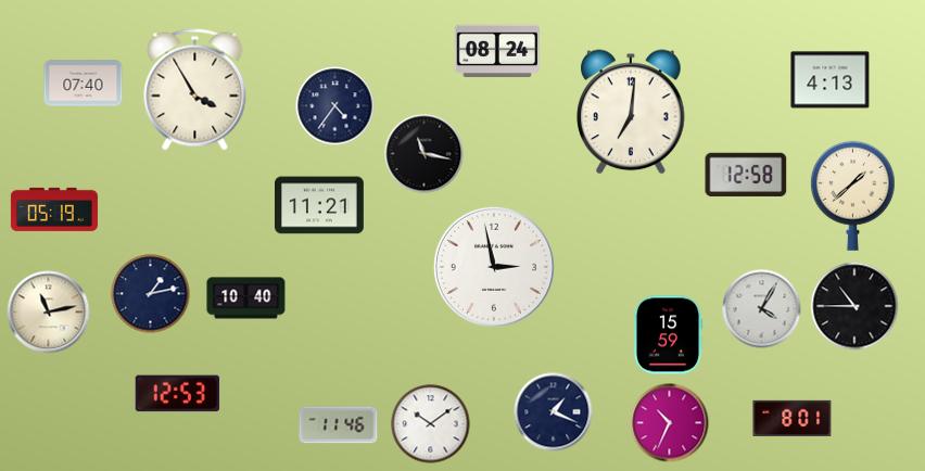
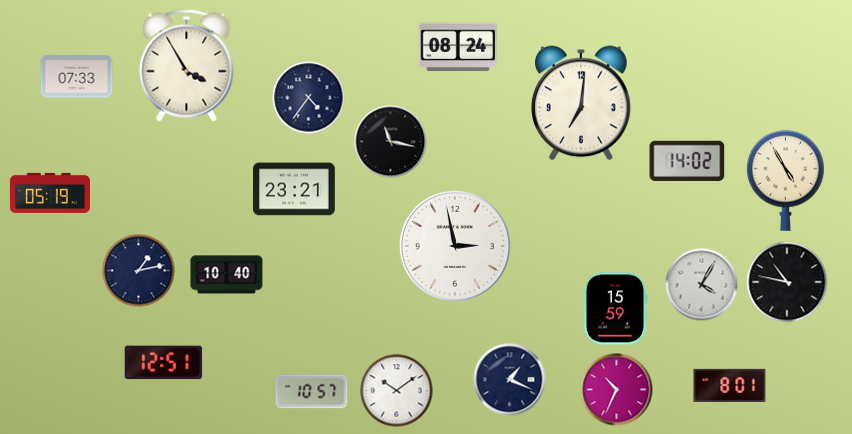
clock at (831, 80): 4:13 -> none
clock at (84, 84): 07:40 -> 07:33
clock at (195, 90) position: (195, 90) -> (187, 66)
clock at (746, 175): 12:58 -> 14:02
clock at (852, 195): 1:38 -> 4:55
clock at (320, 205): 11:21 -> 23:21
clock at (854, 306): 10:45 -> 10:47
clock at (49, 313): 11:13 -> none
clock at (178, 394): 12:53 -> 12:51
clock at (339, 425): 11:46 -> 10:57
